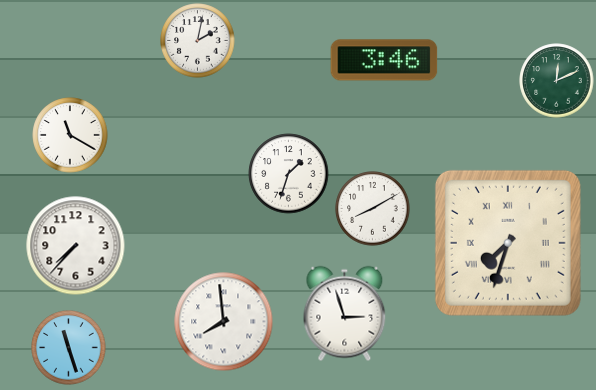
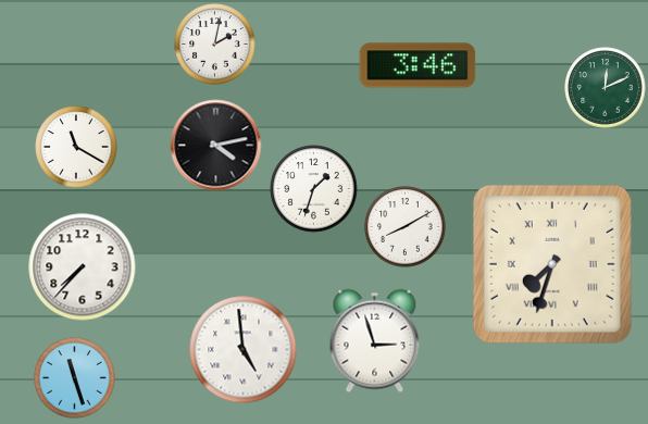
clock at (216, 146): none -> 4:13
clock at (224, 322): 7:59 -> 4:59
